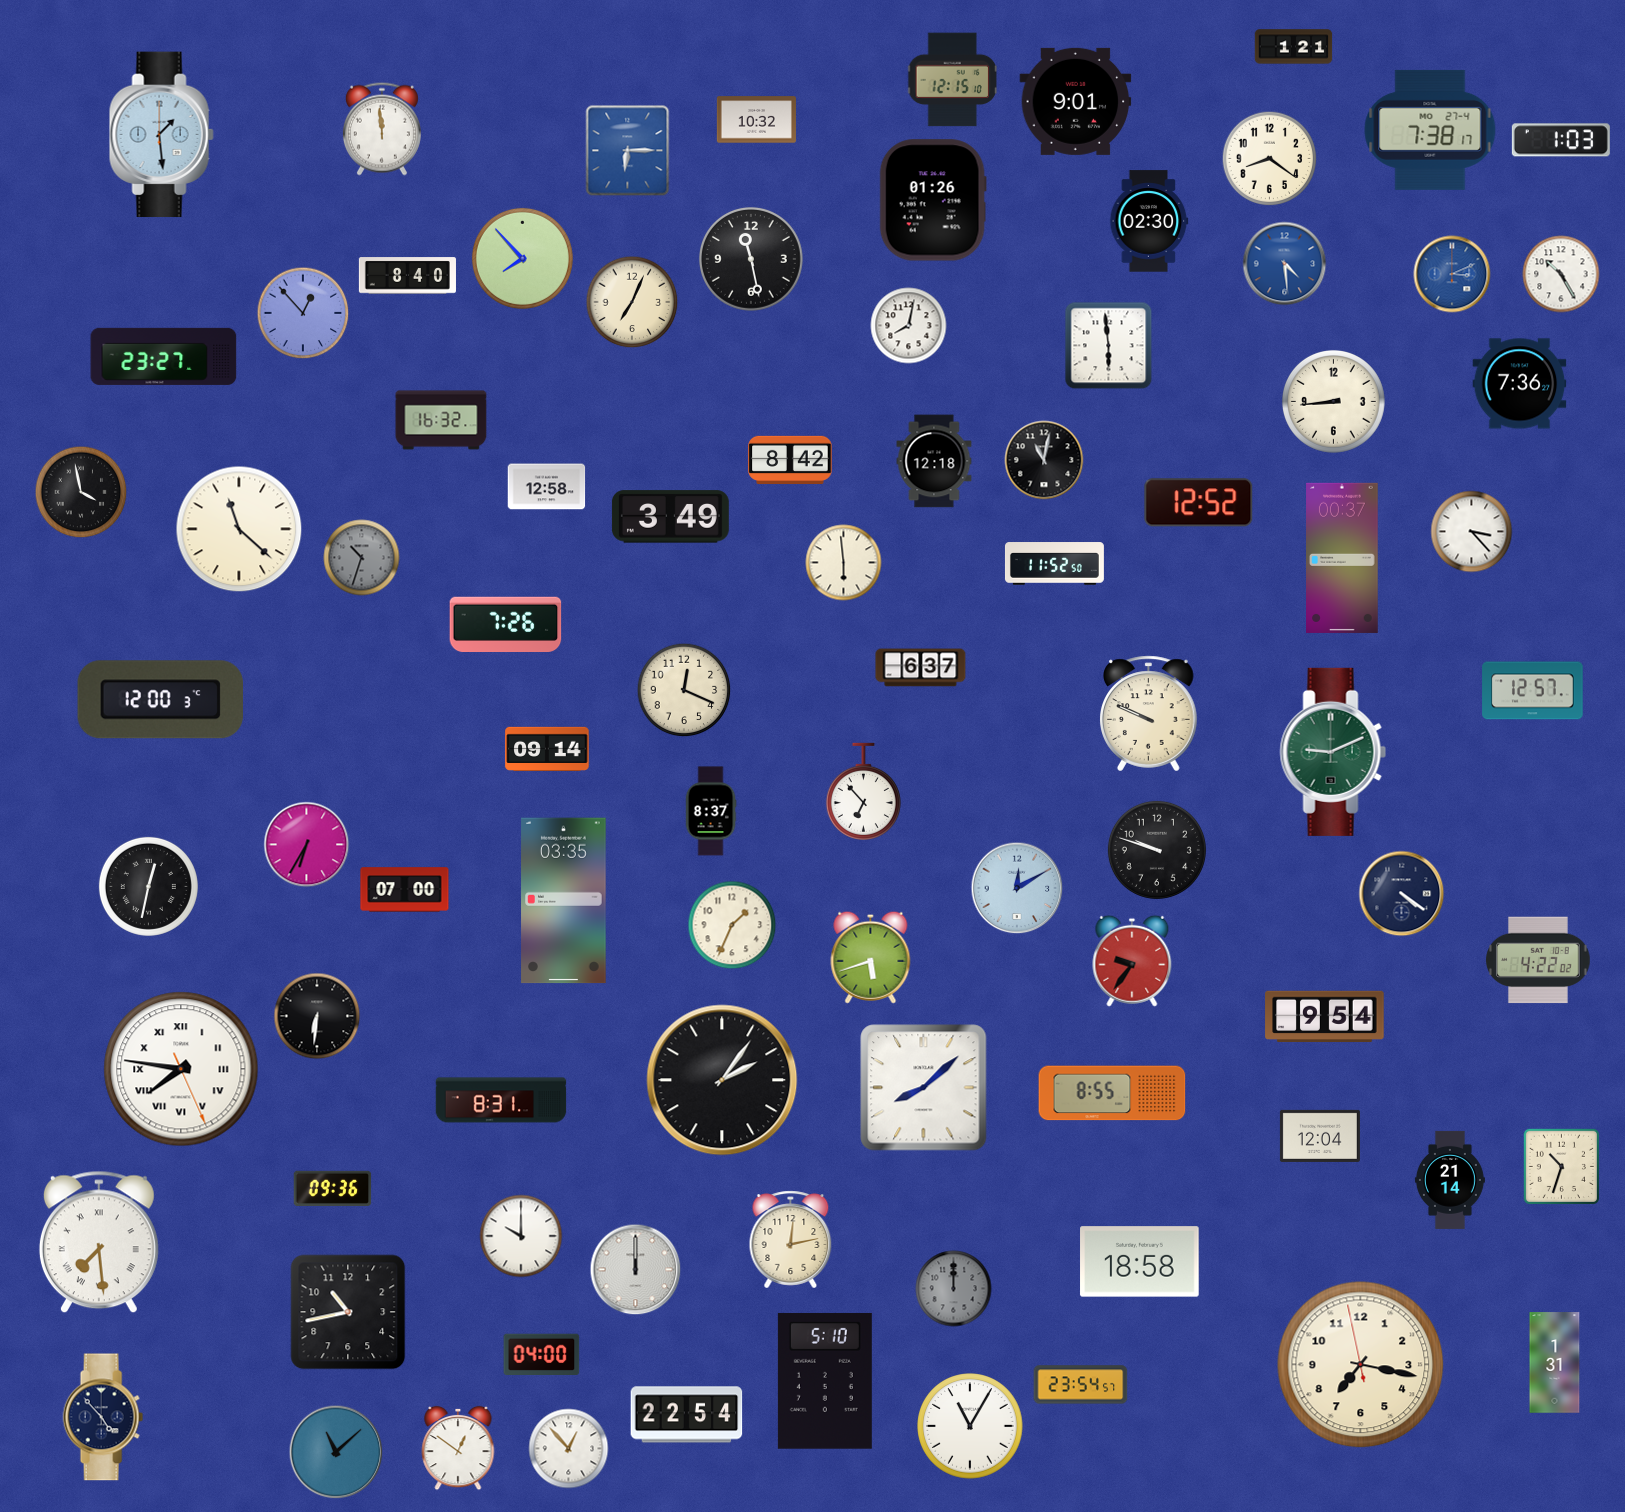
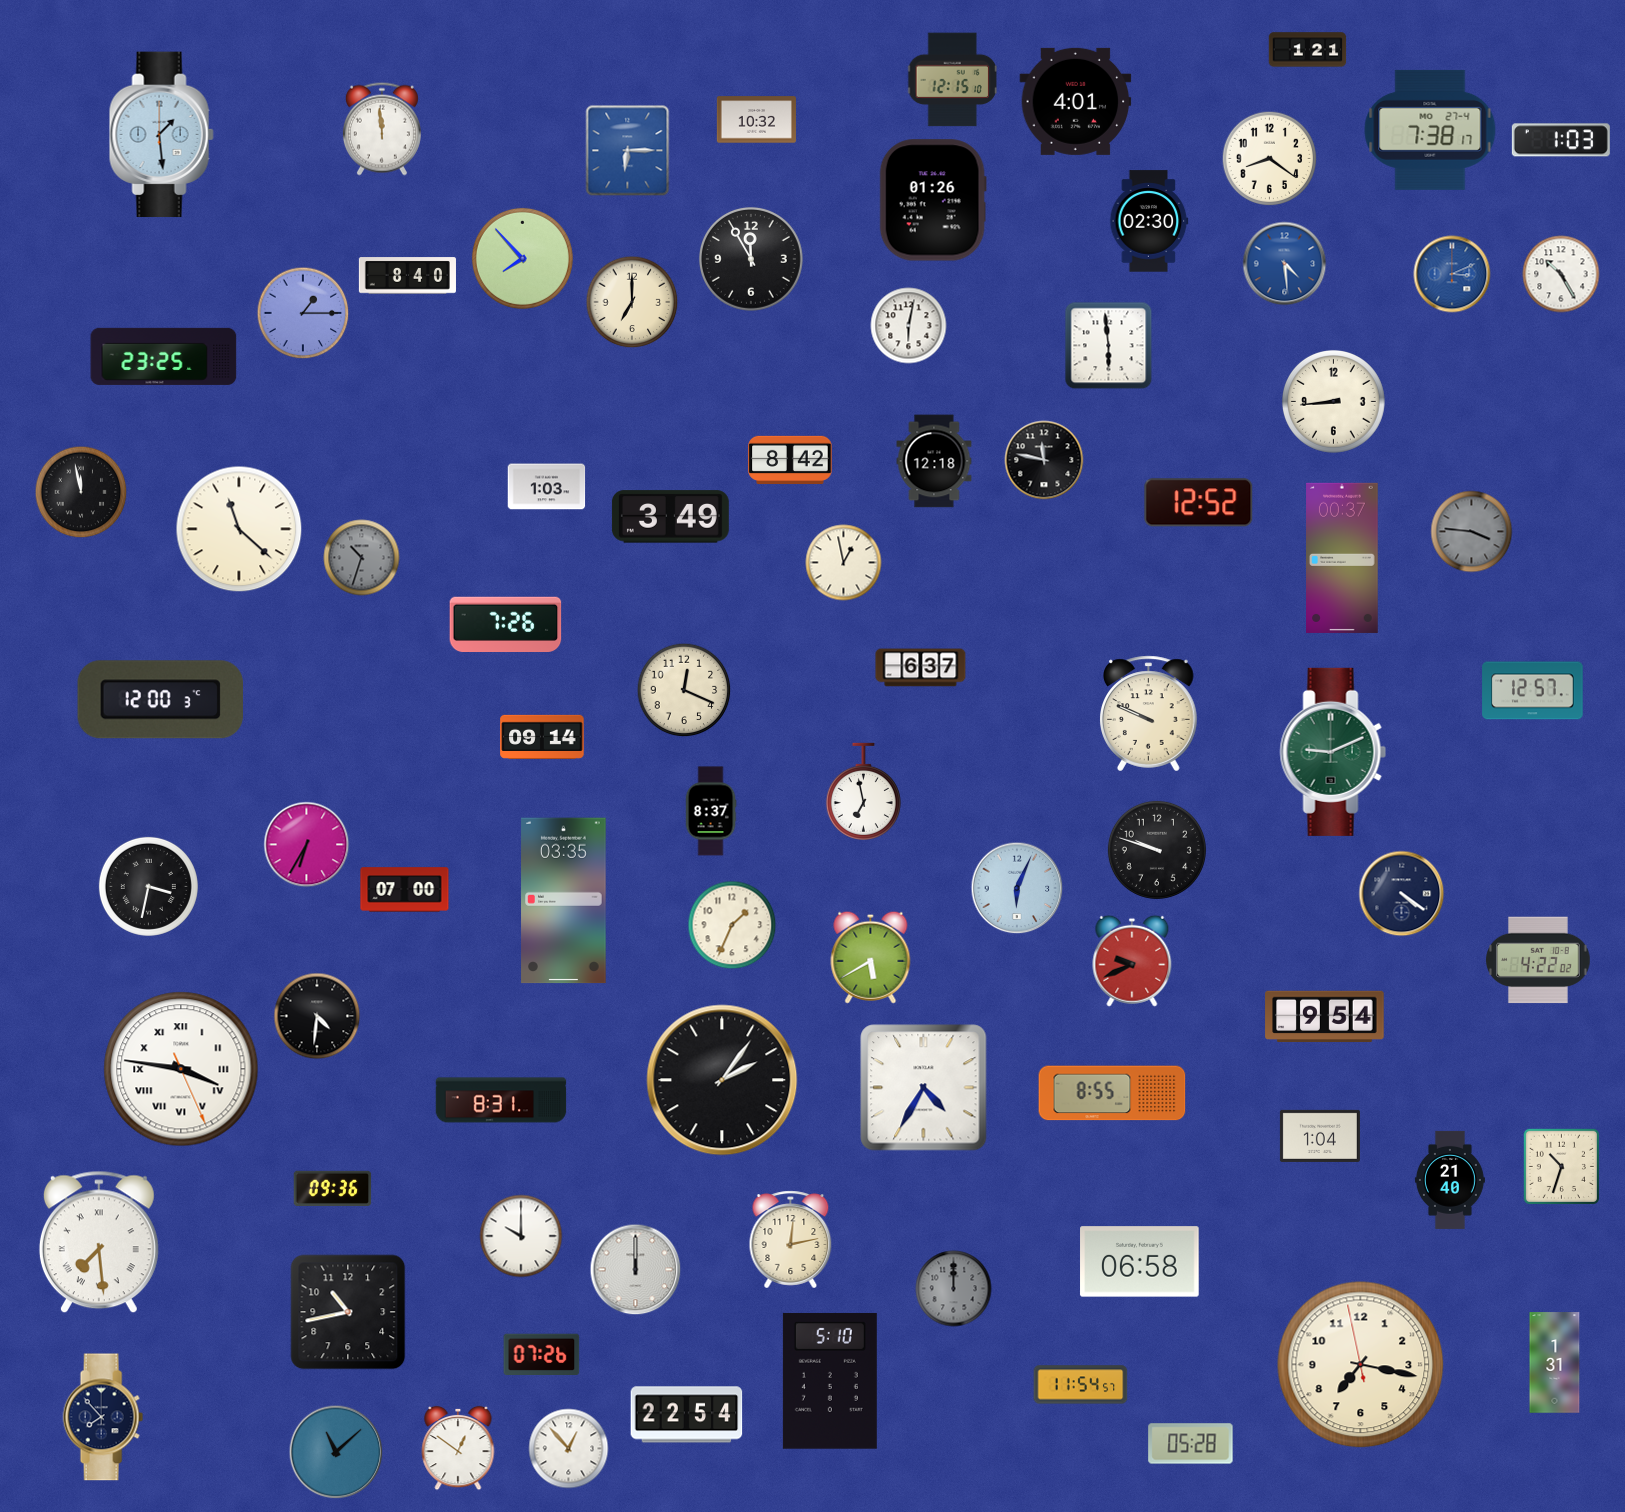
clock at (1294, 47) position: (1294, 47) -> (1308, 50)
clock at (1076, 101): 9:01 -> 4:01
clock at (751, 259): 11:28 -> 11:55
clock at (632, 302): 7:04 -> 7:00
clock at (303, 313): 12:53 -> 1:15
clock at (909, 326): 8:02 -> 6:02
clock at (164, 356): 23:27 -> 23:25
clock at (1520, 384): 7:36 -> none
clock at (441, 420): 16:32 -> none
clock at (1044, 460): 11:02 -> 11:47
clock at (547, 487): 12:58 -> 1:03
clock at (81, 492): 3:58 -> 11:58
clock at (1472, 532): 3:23 -> 3:46
clock at (1472, 532) dial: white -> grey
clock at (844, 563): 5:59 -> 12:58
clock at (1054, 564): 11:52 -> none
clock at (547, 748) position: (547, 748) -> (542, 736)
clock at (863, 791): 6:53 -> 6:58
clock at (148, 886): 12:32 -> 3:32
clock at (1017, 888): 12:10 -> 6:04
clock at (871, 957): 5:42 -> 5:40
clock at (1132, 961): 9:36 -> 9:41
clock at (317, 1016): 6:31 -> 4:31
clock at (181, 1069): 7:46 -> 3:46
clock at (924, 1088): 8:08 -> 4:35
clock at (1320, 1136): 12:04 -> 1:04
clock at (1450, 1180): 21:14 -> 21:40
clock at (1140, 1262): 18:58 -> 06:58
clock at (542, 1354): 04:00 -> 07:26
clock at (825, 1381) position: (825, 1381) -> (830, 1381)
clock at (1081, 1385): 23:54 -> 11:54
clock at (103, 1417): 4:53 -> 7:53
clock at (970, 1426): 11:05 -> none
clock at (1191, 1444): none -> 05:28
